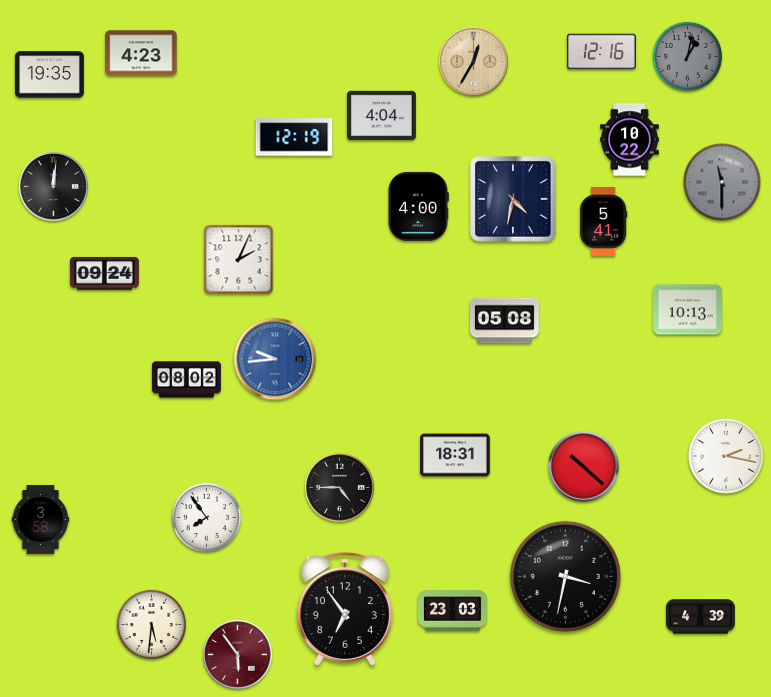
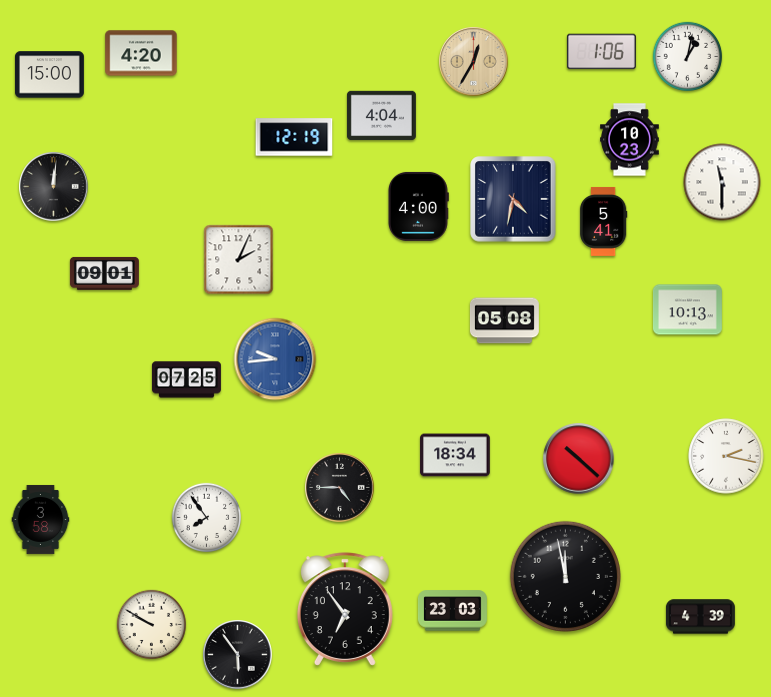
clock at (601, 52): 12:16 -> 1:06
clock at (141, 53): 4:23 -> 4:20
clock at (688, 57) dial: grey -> white
clock at (49, 75): 19:35 -> 15:00
clock at (630, 140): 10:22 -> 10:23
clock at (722, 182) dial: grey -> white
clock at (104, 273): 09:24 -> 09:01
clock at (186, 380): 08:02 -> 07:25
clock at (455, 455): 18:31 -> 18:34
clock at (584, 467) position: (584, 467) -> (579, 459)
clock at (565, 576): 3:32 -> 11:58
clock at (152, 625): 5:31 -> 9:50
clock at (238, 655) dial: burgundy -> black
